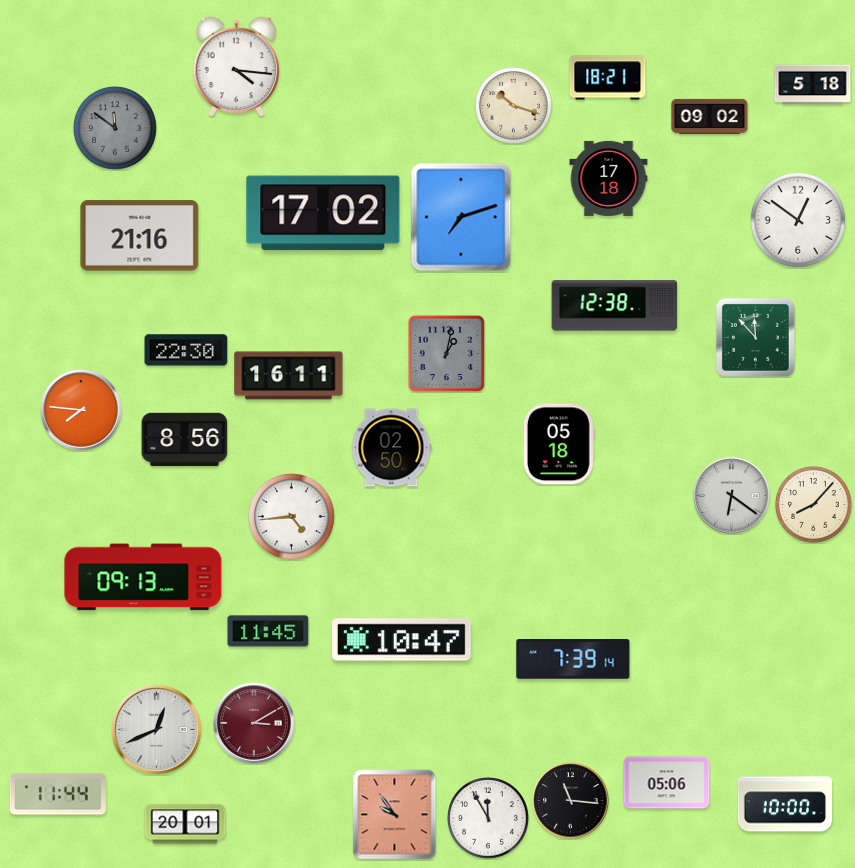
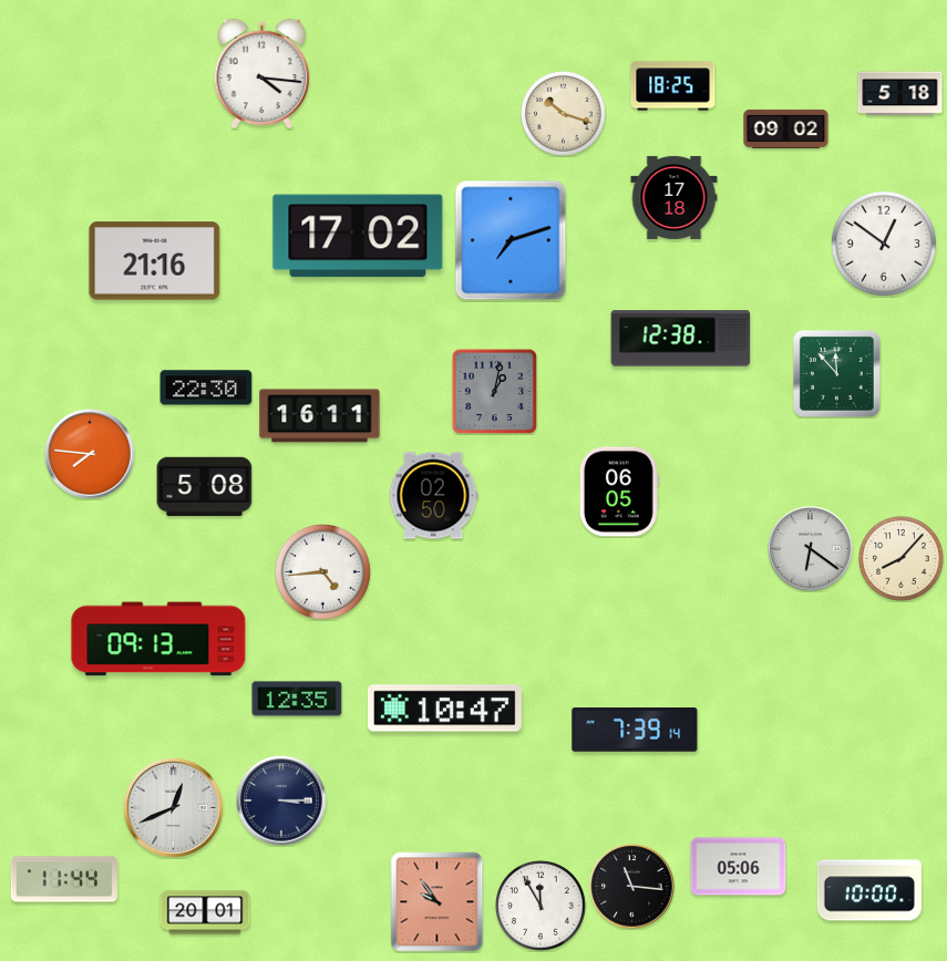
clock at (608, 78): 18:21 -> 18:25
clock at (514, 106) position: (514, 106) -> (564, 114)
clock at (115, 128): 11:51 -> none
clock at (185, 440): 8:56 -> 5:08
clock at (559, 444): 05:18 -> 06:05
clock at (268, 631): 11:45 -> 12:35
clock at (254, 723): 3:10 -> 3:15
clock at (254, 723) dial: burgundy -> navy
